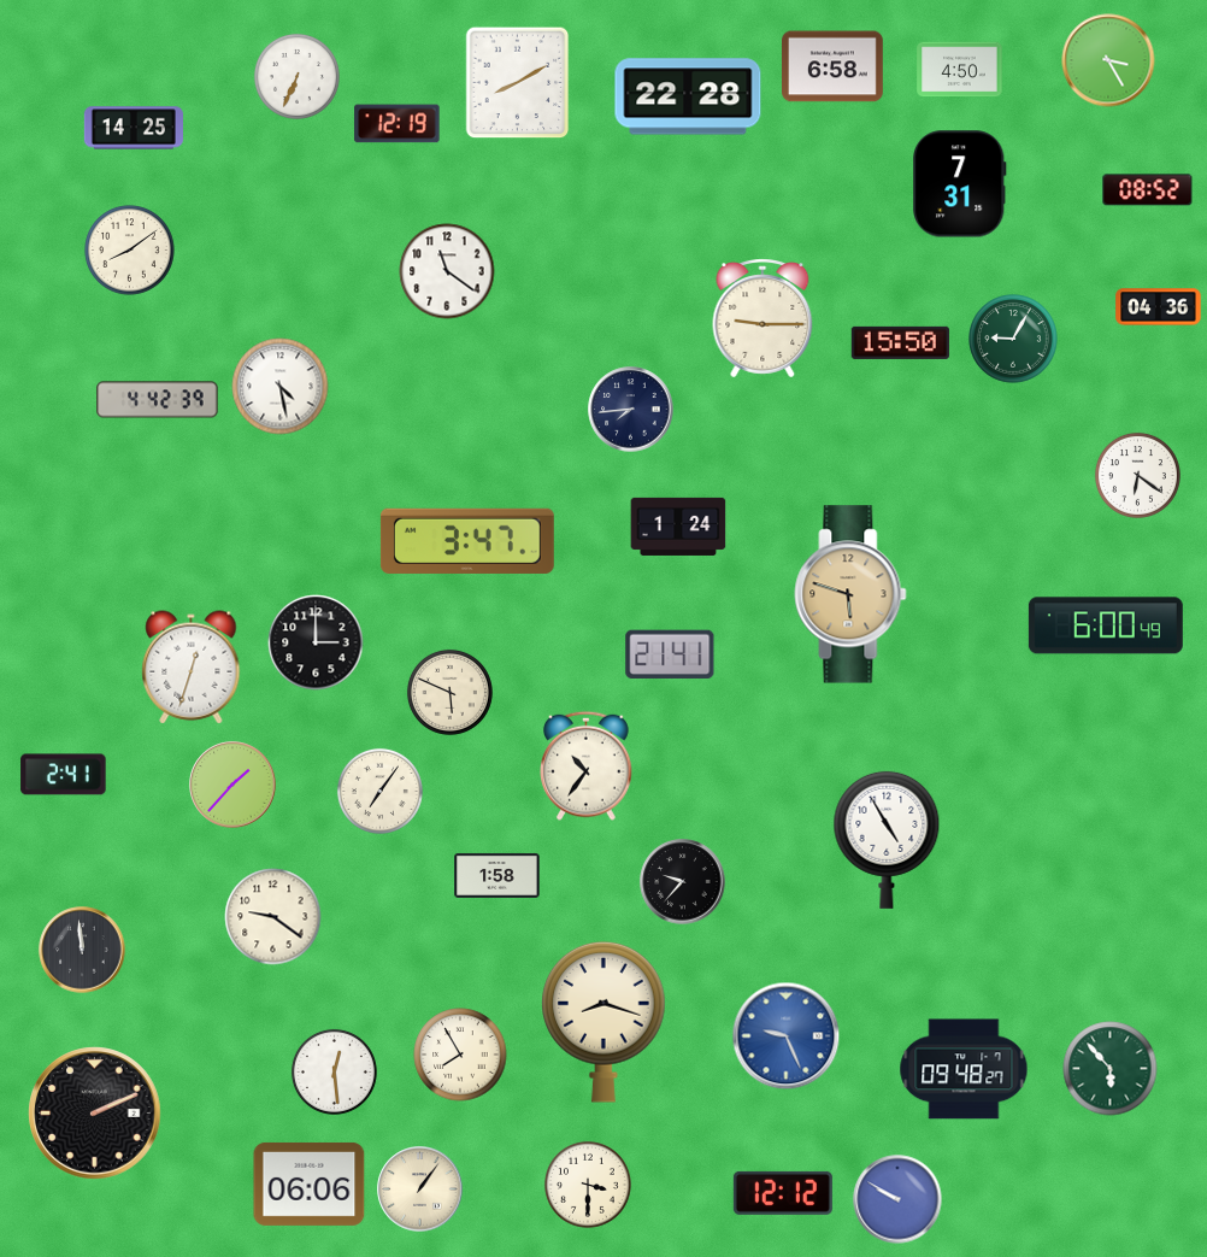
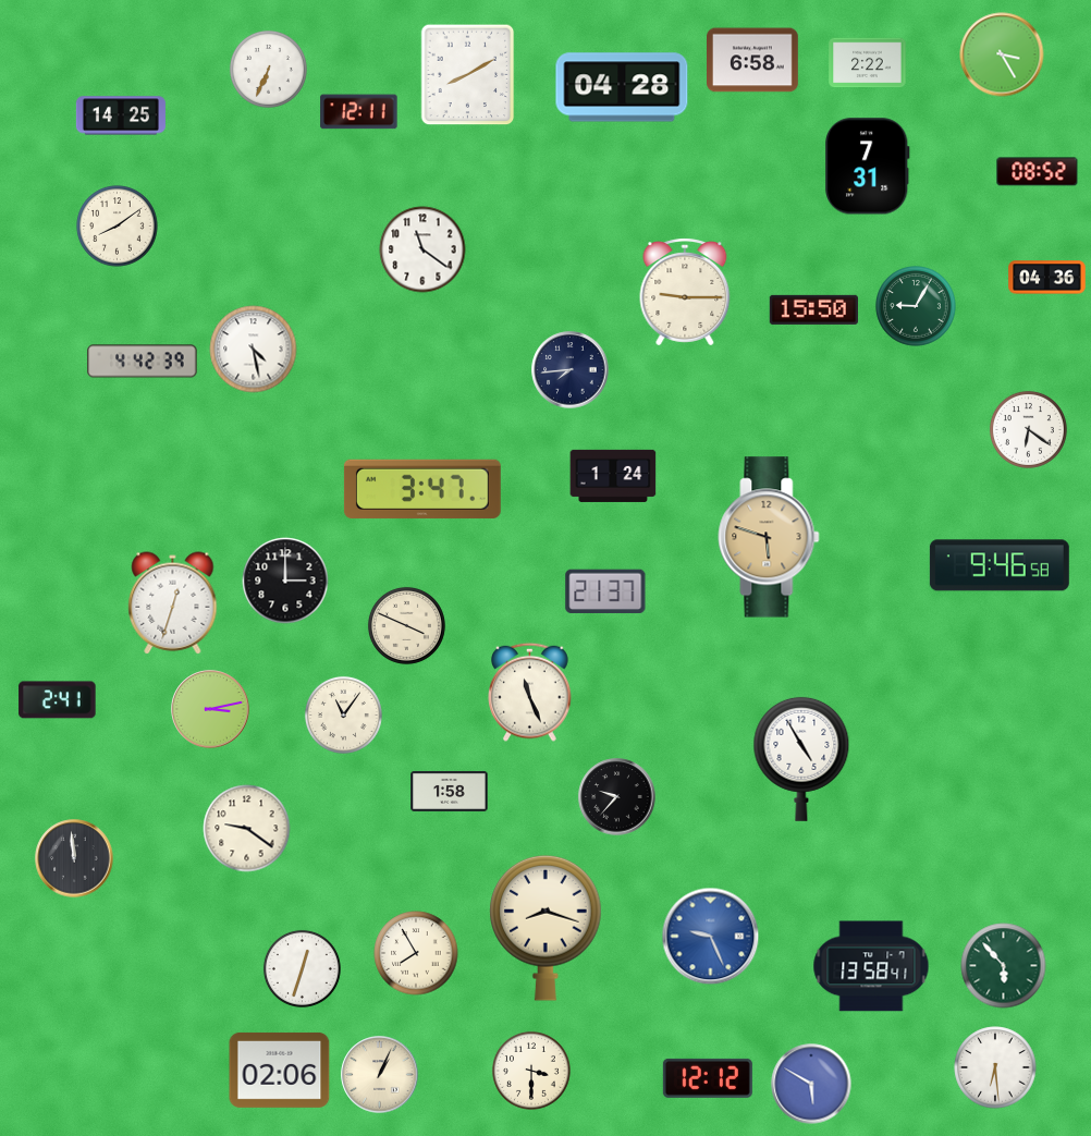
clock at (960, 70): 4:50 -> 2:22
clock at (688, 96): 22:28 -> 04:28
clock at (398, 124): 12:19 -> 12:11
clock at (447, 271) position: (447, 271) -> (422, 249)
clock at (763, 318) position: (763, 318) -> (685, 292)
clock at (1106, 625): 6:00 -> 9:46
clock at (670, 653): 21:41 -> 21:37
clock at (449, 692): 5:49 -> 3:49
clock at (587, 765): 10:36 -> 11:26
clock at (232, 785): 1:37 -> 3:13
clock at (379, 791): 7:06 -> 11:06
clock at (603, 1022) position: (603, 1022) -> (545, 928)
clock at (964, 1069): 09:48 -> 13:58
clock at (334, 1071): 12:29 -> 12:33
clock at (95, 1114): 2:11 -> none
clock at (995, 1067): none -> 6:29
clock at (310, 1183): 06:06 -> 02:06
clock at (420, 1190): 1:06 -> 1:04
clock at (897, 1199): 9:50 -> 5:50
